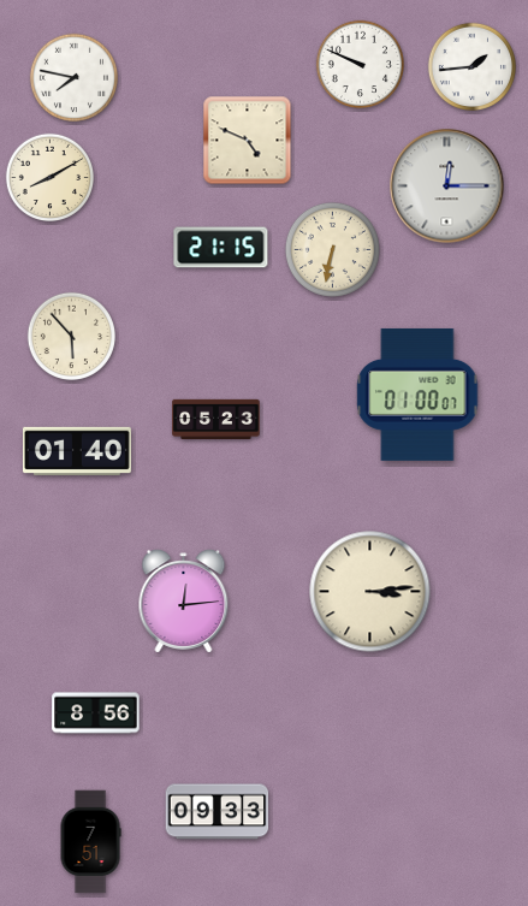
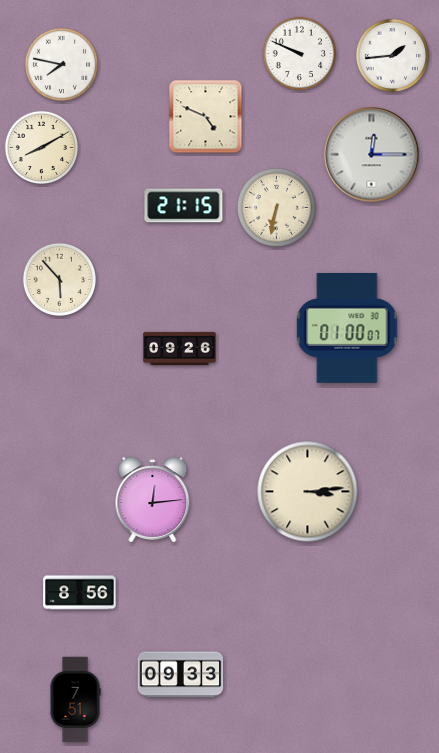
clock at (216, 419): 05:23 -> 09:26
clock at (77, 450): 01:40 -> none
